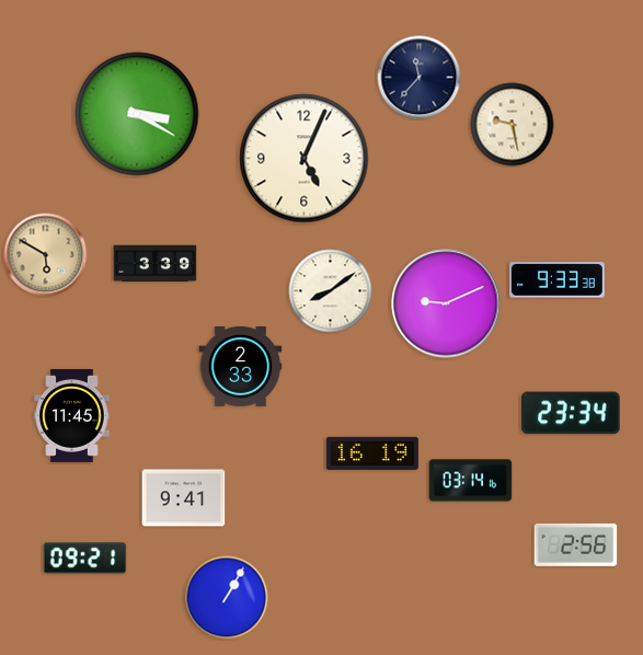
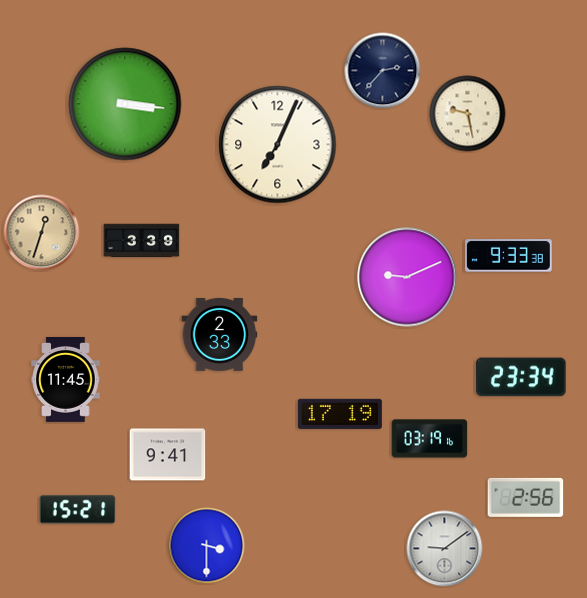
clock at (420, 78): 11:37 -> 2:37
clock at (137, 114): 3:20 -> 3:16
clock at (305, 159): 5:04 -> 7:04
clock at (46, 255): 5:50 -> 12:33
clock at (331, 291): 8:09 -> none
clock at (372, 453): 16:19 -> 17:19
clock at (471, 481): 03:14 -> 03:19
clock at (85, 559): 09:21 -> 15:21
clock at (227, 598): 1:05 -> 3:30
clock at (445, 549): none -> 9:09
